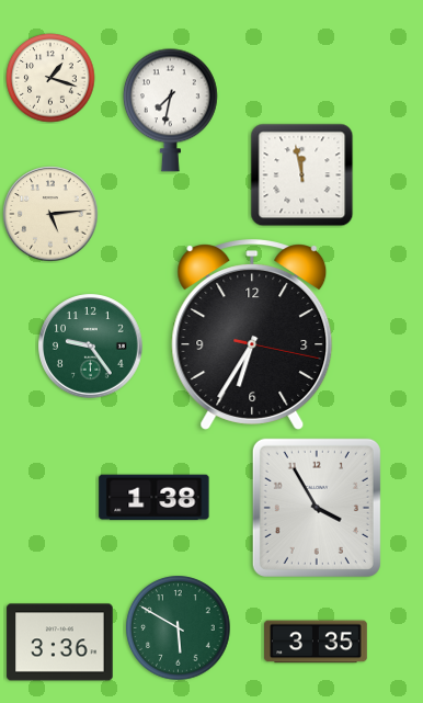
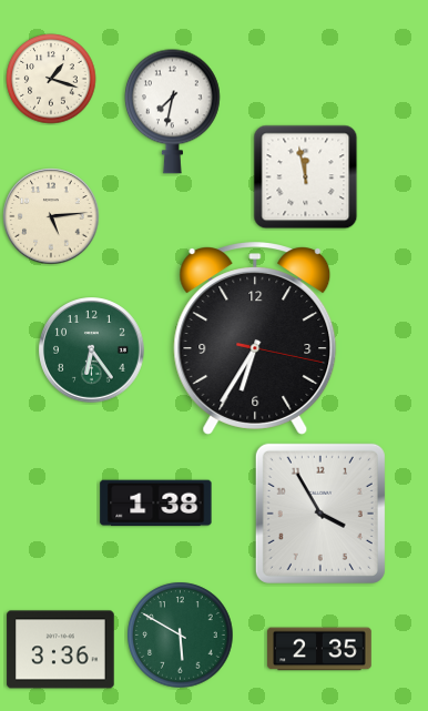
clock at (91, 347): 9:24 -> 6:24
clock at (316, 642): 3:35 -> 2:35
